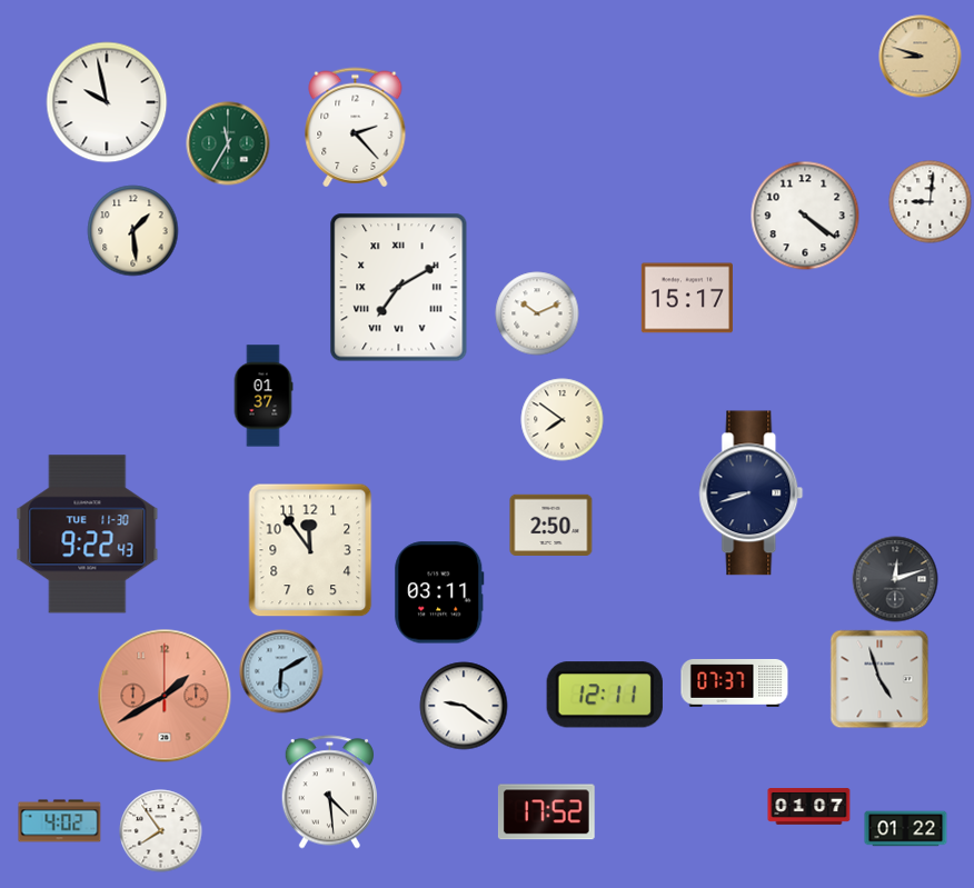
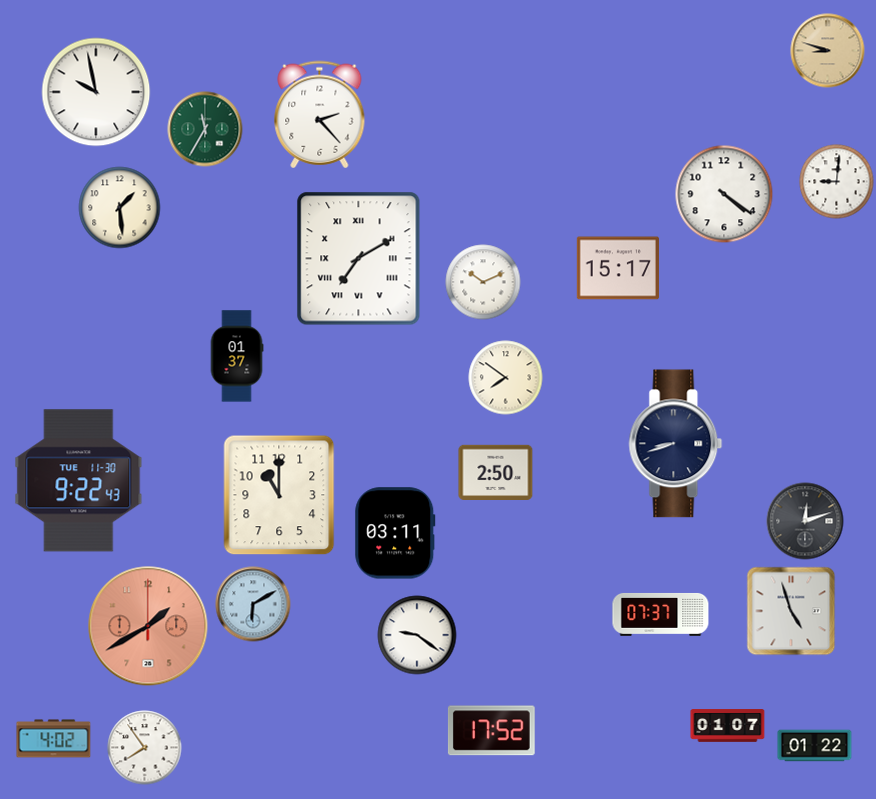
clock at (310, 550): 11:54 -> 11:00
clock at (605, 695): 12:11 -> none
clock at (329, 792): 4:29 -> none
